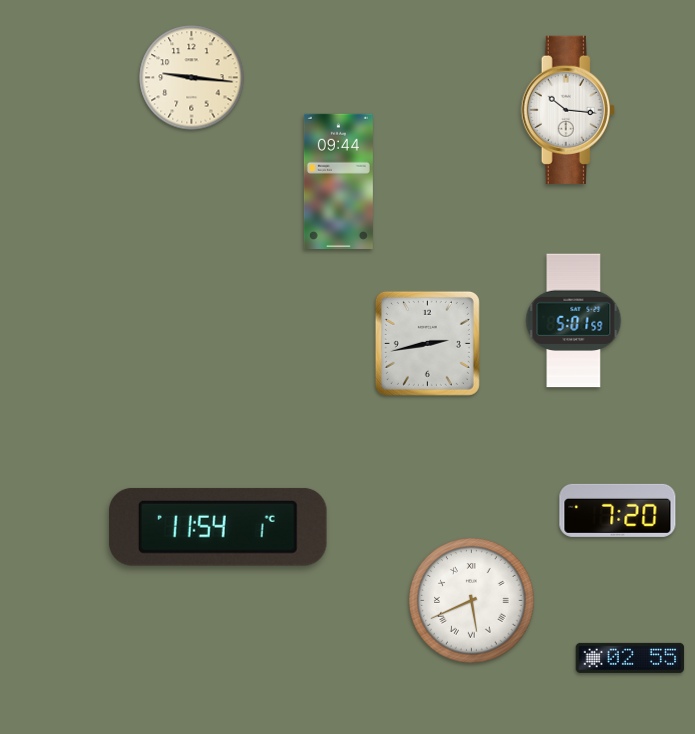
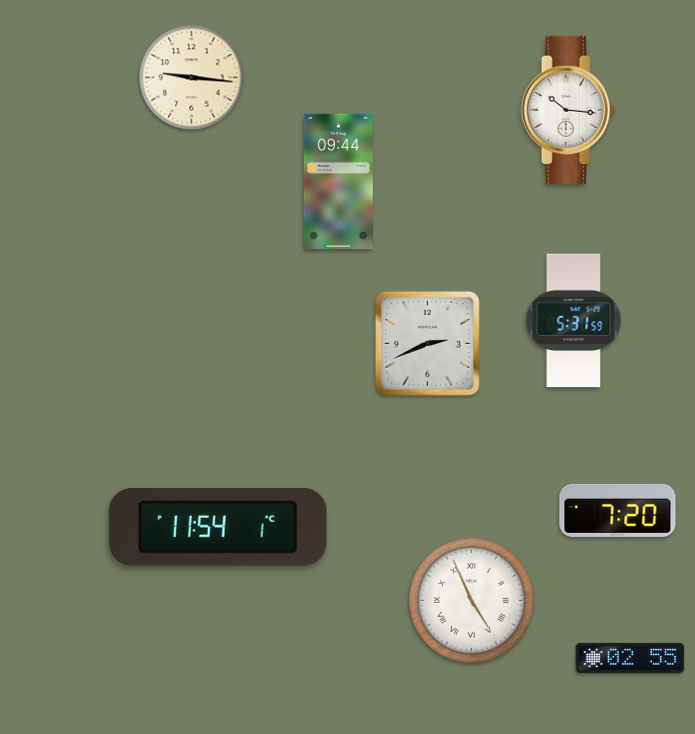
clock at (574, 321): 5:01 -> 5:31
clock at (427, 343): 2:43 -> 2:41
clock at (472, 601): 5:41 -> 4:56
